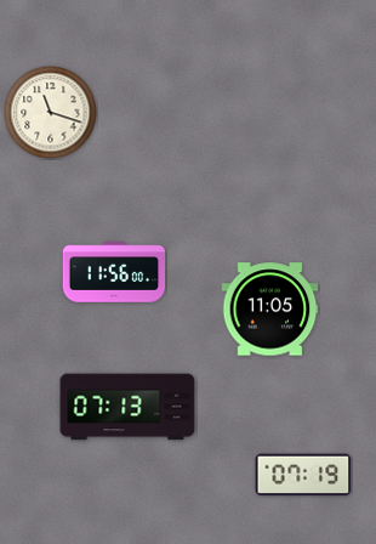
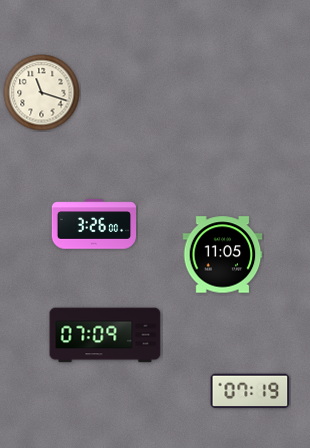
clock at (114, 272): 11:56 -> 3:26
clock at (127, 407): 07:13 -> 07:09
